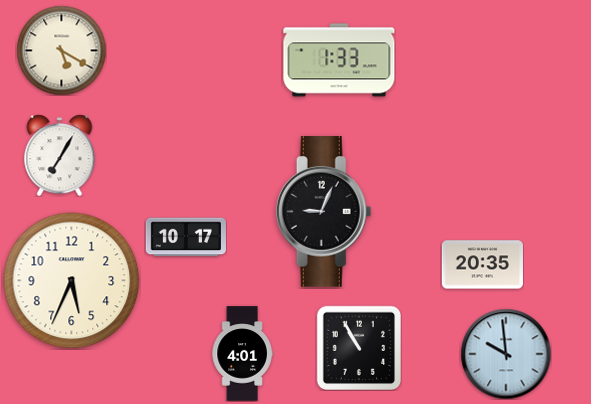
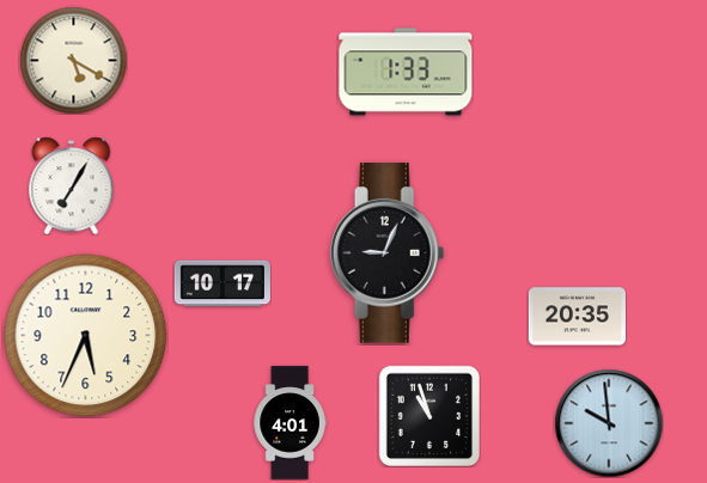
clock at (358, 347): 10:55 -> 10:57
clock at (506, 354) position: (506, 354) -> (609, 423)
